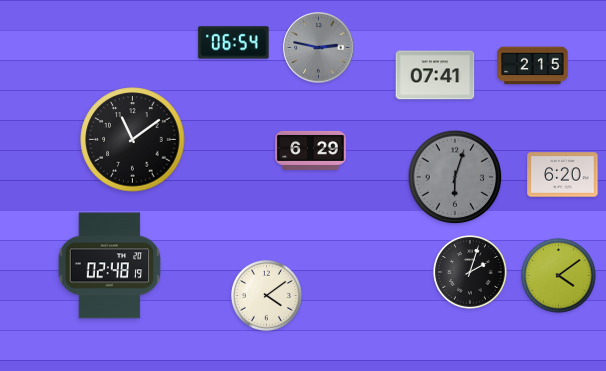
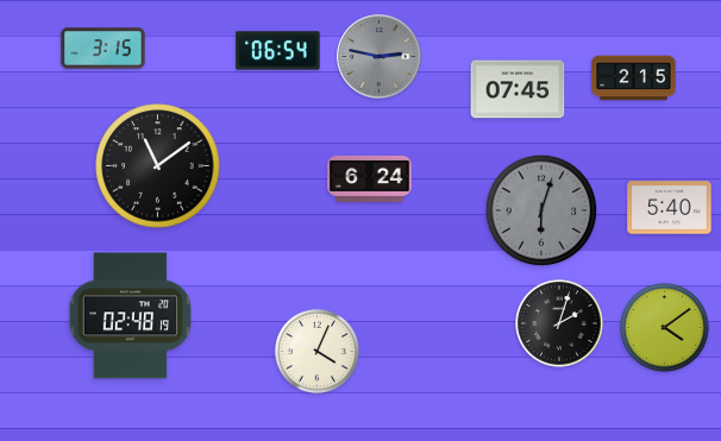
clock at (104, 49): none -> 3:15
clock at (435, 75): 07:41 -> 07:45
clock at (311, 150): 6:29 -> 6:24
clock at (563, 175): 6:20 -> 5:40
clock at (266, 295): 4:09 -> 4:04
